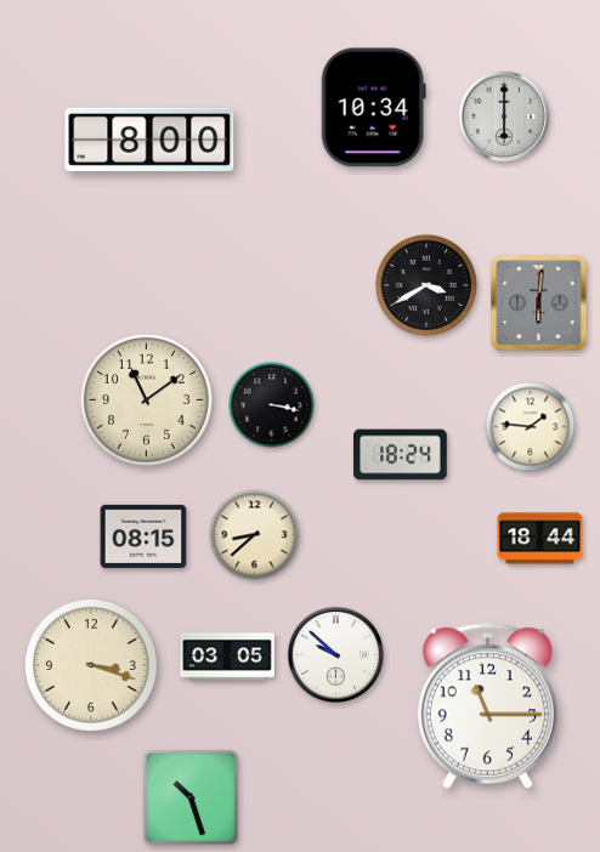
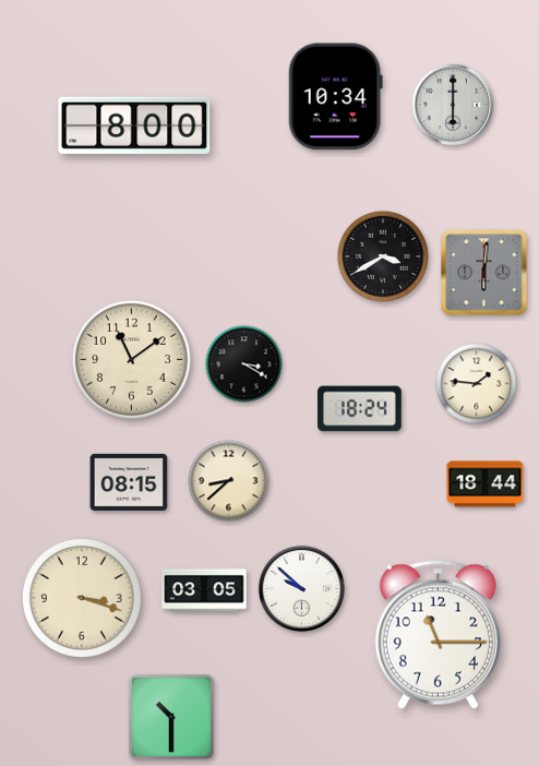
clock at (272, 405): 3:17 -> 3:20
clock at (191, 797): 10:27 -> 10:30
